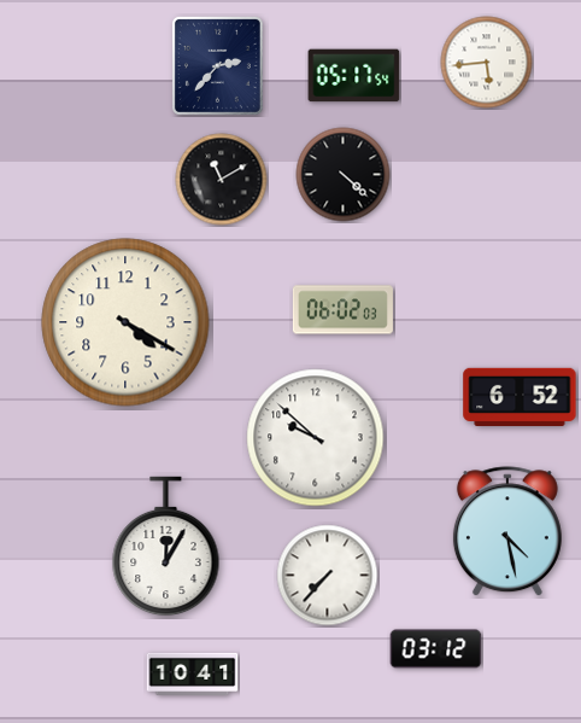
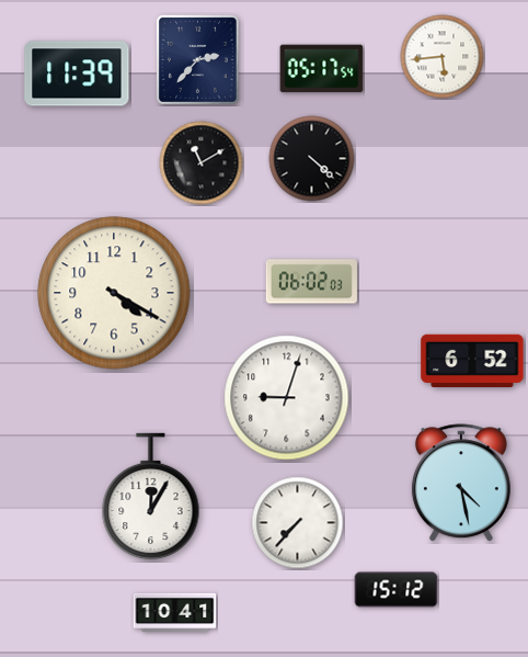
clock at (77, 73): none -> 11:39
clock at (316, 438): 9:52 -> 9:03
clock at (436, 649): 03:12 -> 15:12
